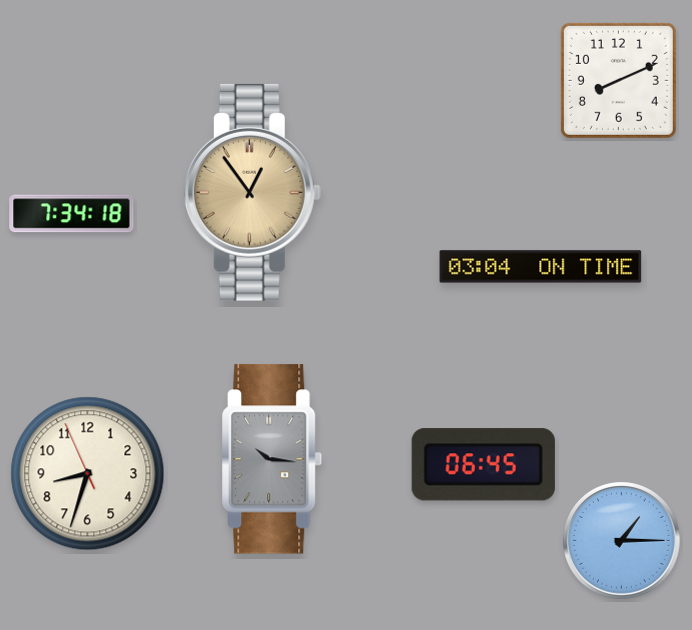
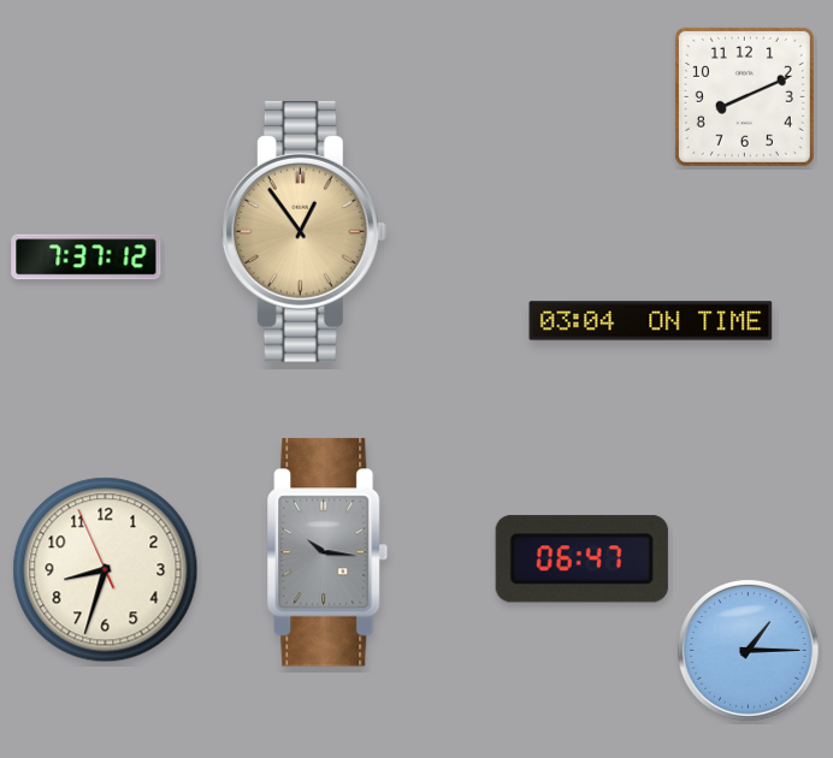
clock at (72, 214): 7:34 -> 7:37
clock at (483, 465): 06:45 -> 06:47
